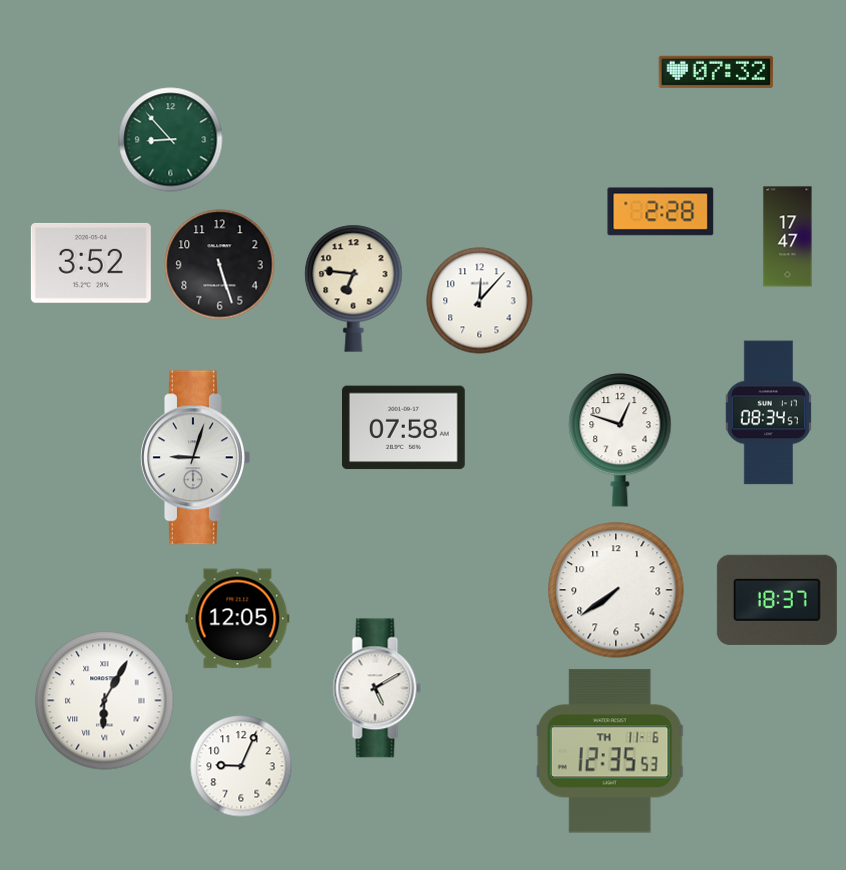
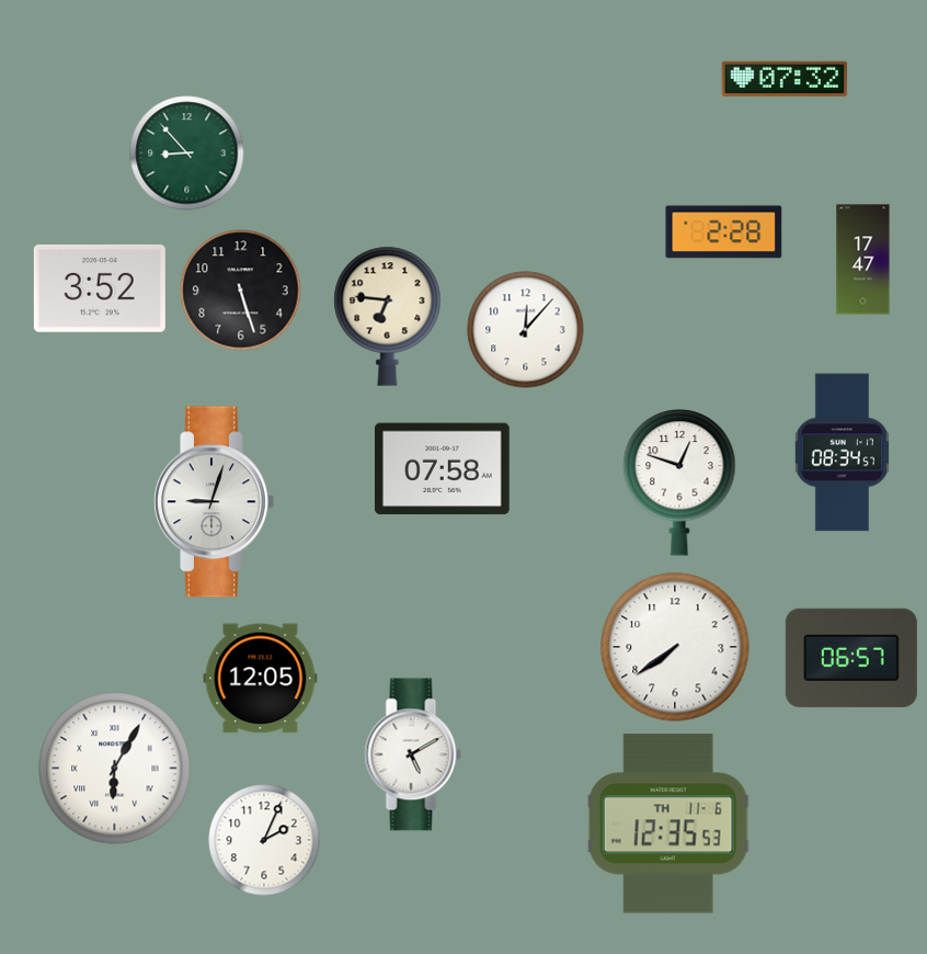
clock at (777, 600): 18:37 -> 06:57
clock at (241, 766): 9:04 -> 2:04
